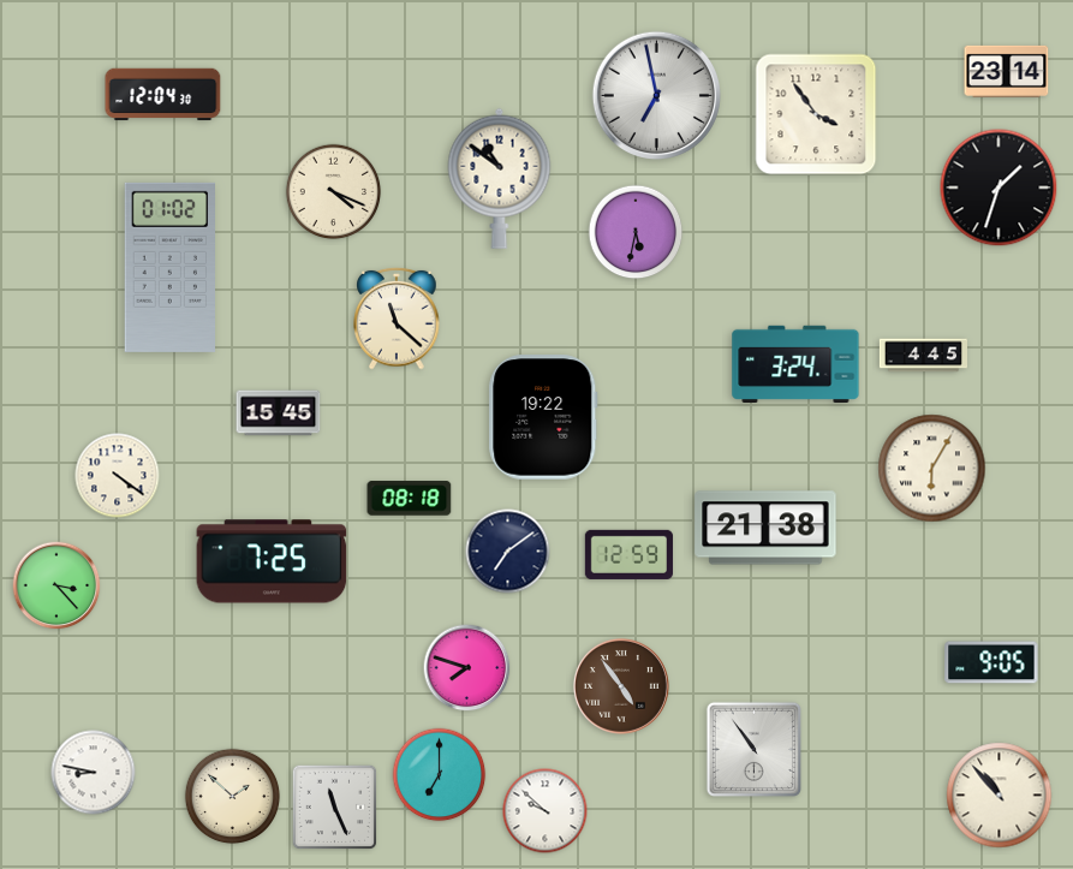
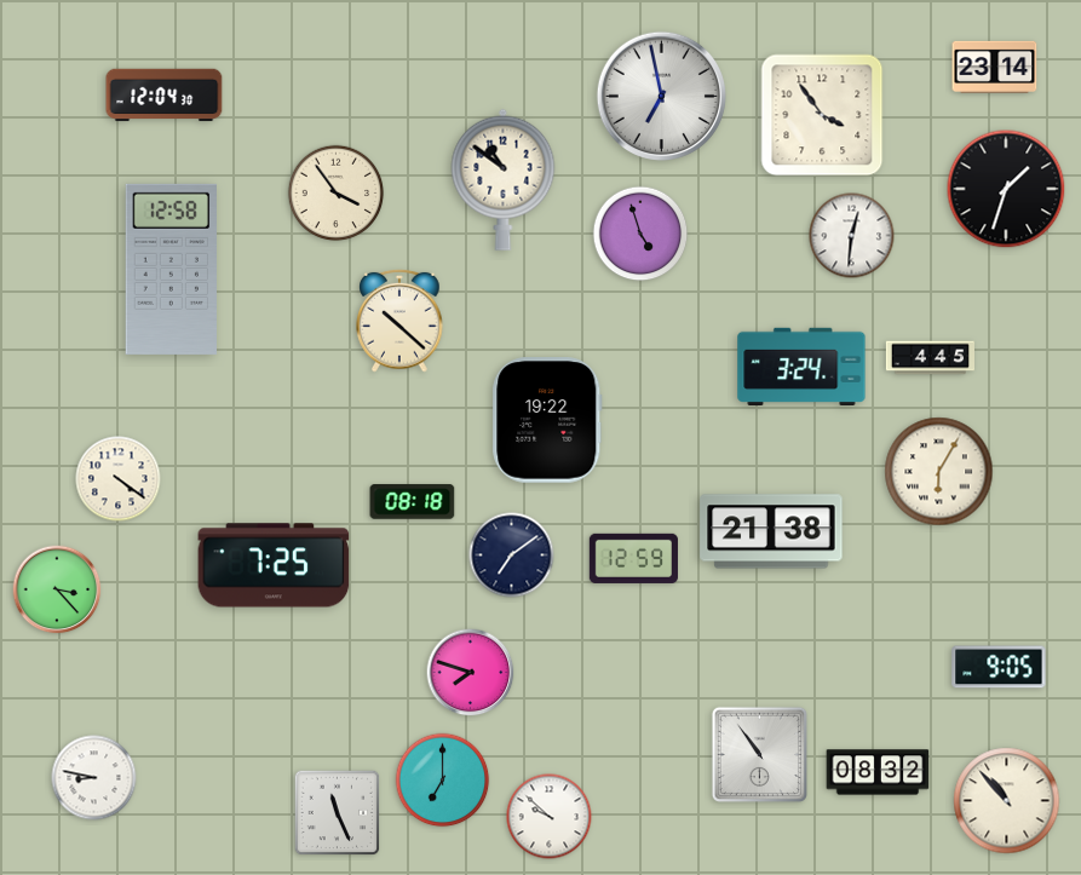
clock at (1007, 71) position: (1007, 71) -> (995, 67)
clock at (334, 192): 4:19 -> 3:54
clock at (636, 232): 5:32 -> 4:57
clock at (852, 236): none -> 12:31
clock at (169, 267): 01:02 -> 12:58
clock at (397, 319): 11:22 -> 10:22
clock at (279, 413): 15:45 -> none
clock at (621, 686): 4:54 -> none
clock at (878, 772): none -> 08:32
clock at (233, 797): 1:52 -> none
